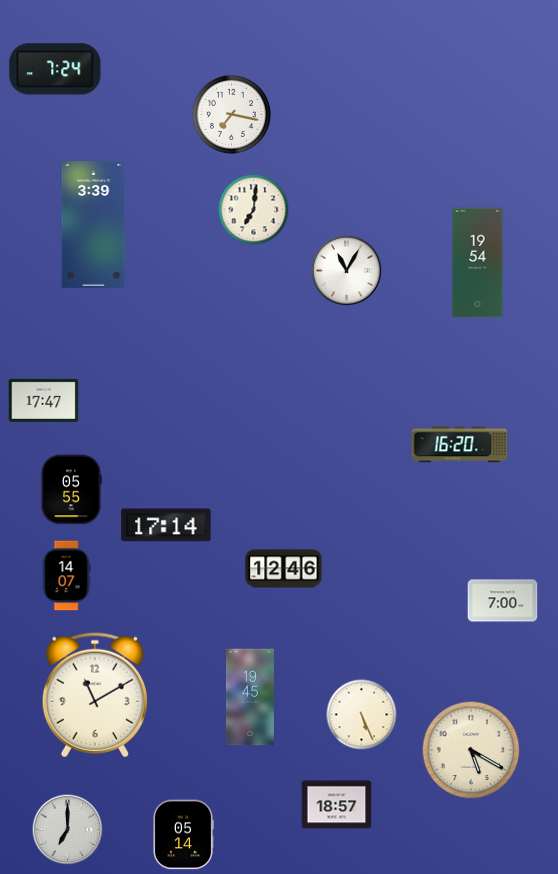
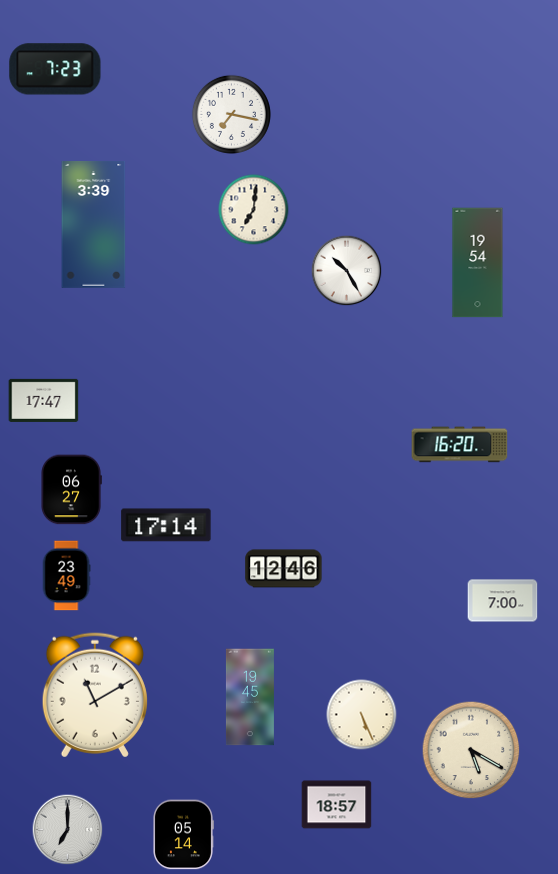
clock at (55, 69): 7:24 -> 7:23
clock at (347, 271): 11:05 -> 10:25
clock at (71, 490): 05:55 -> 06:27
clock at (66, 576): 14:07 -> 23:49
